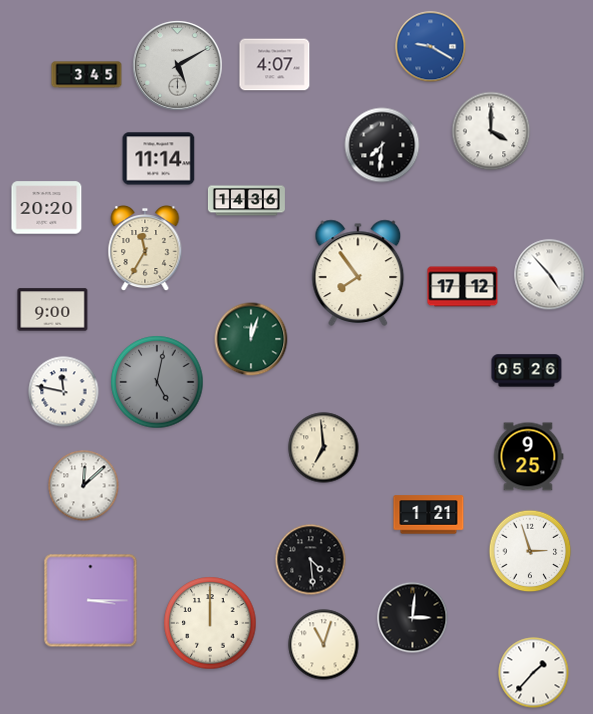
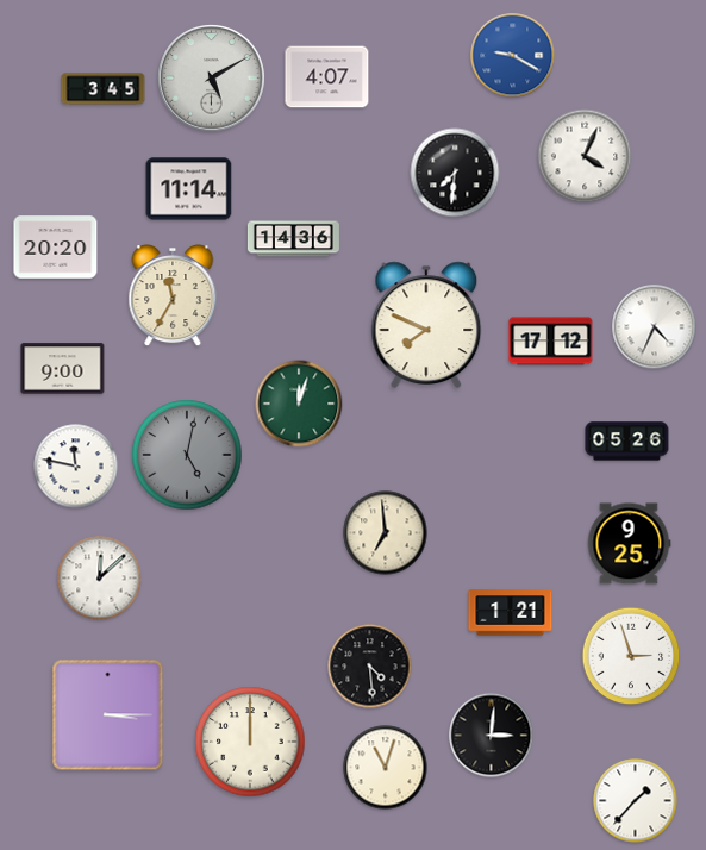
clock at (491, 131): 4:00 -> 4:04
clock at (358, 273): 7:54 -> 7:49
clock at (550, 275): 4:53 -> 4:34
